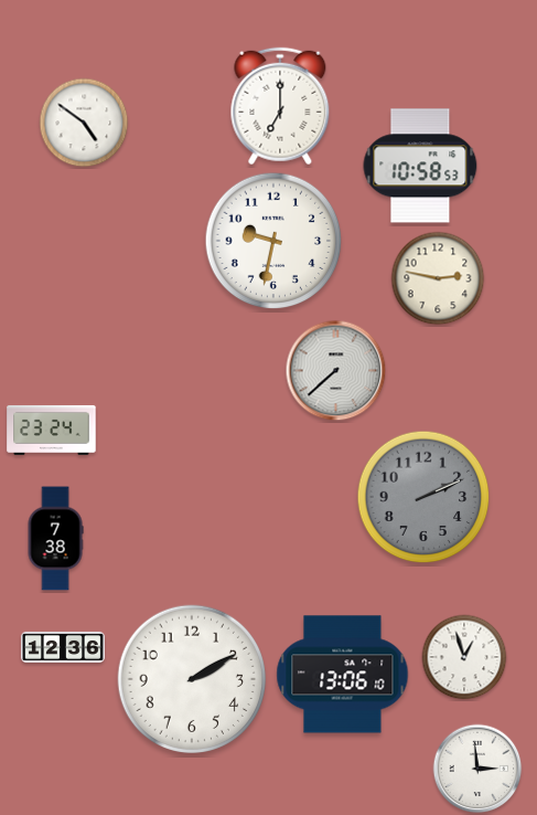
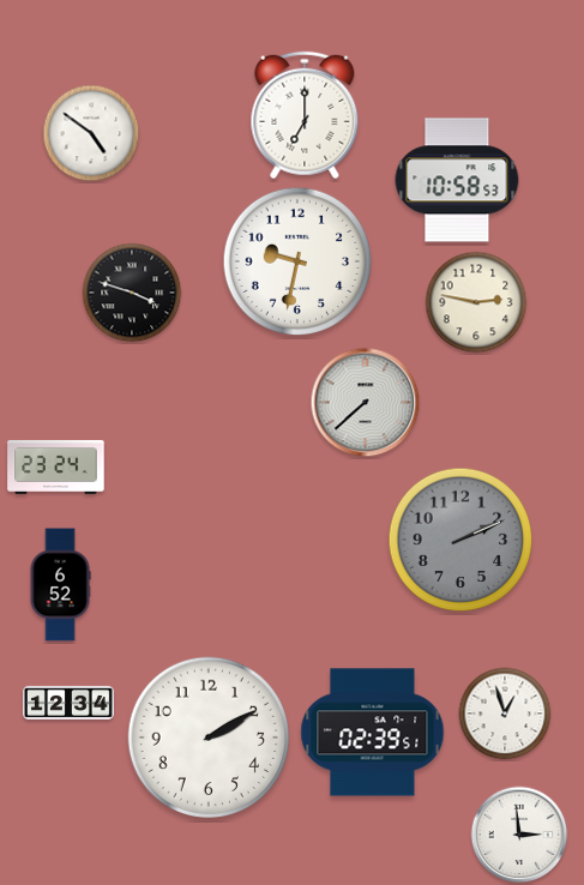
clock at (132, 293): none -> 3:48
clock at (55, 539): 7:38 -> 6:52
clock at (64, 647): 12:36 -> 12:34
clock at (343, 675): 13:06 -> 02:39
